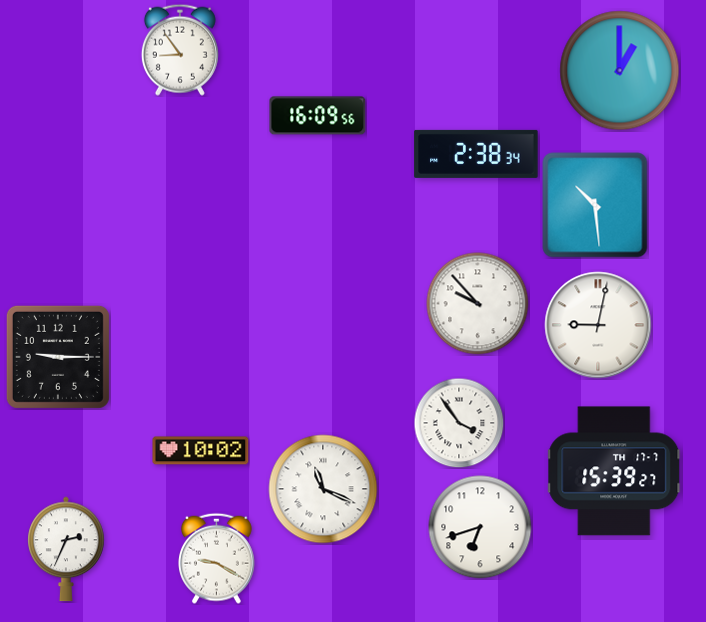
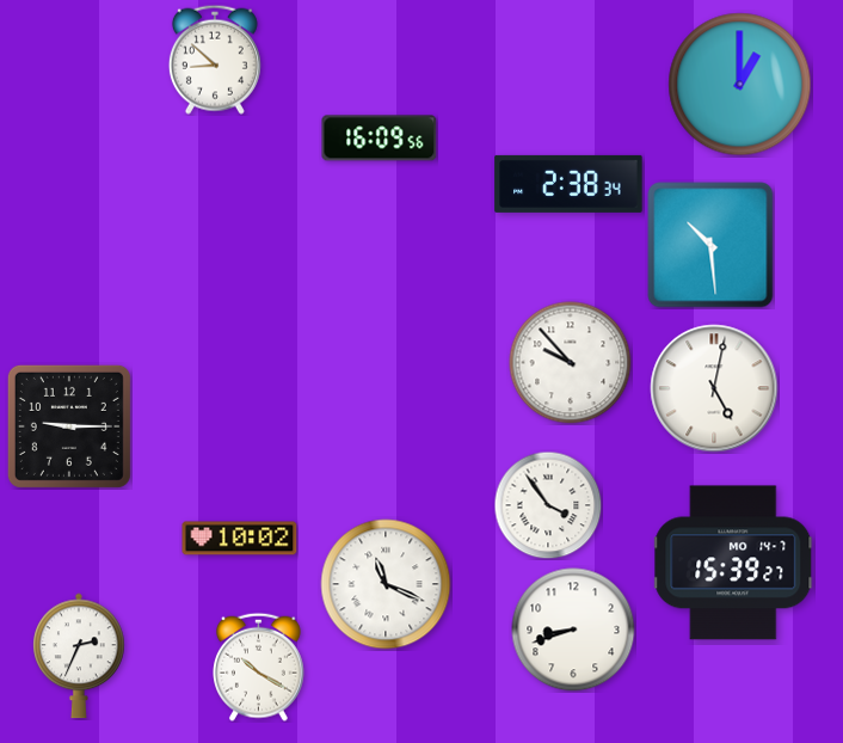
clock at (180, 50): 8:54 -> 8:52
clock at (598, 325): 9:02 -> 5:02
clock at (615, 471) date: TH 17-7 -> MO 14-7
clock at (480, 527): 6:42 -> 8:42
clock at (217, 558): 9:20 -> 10:20
